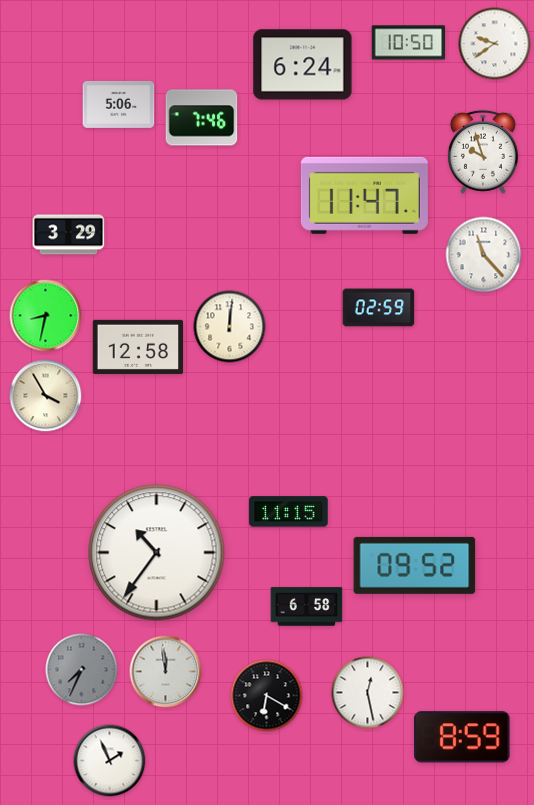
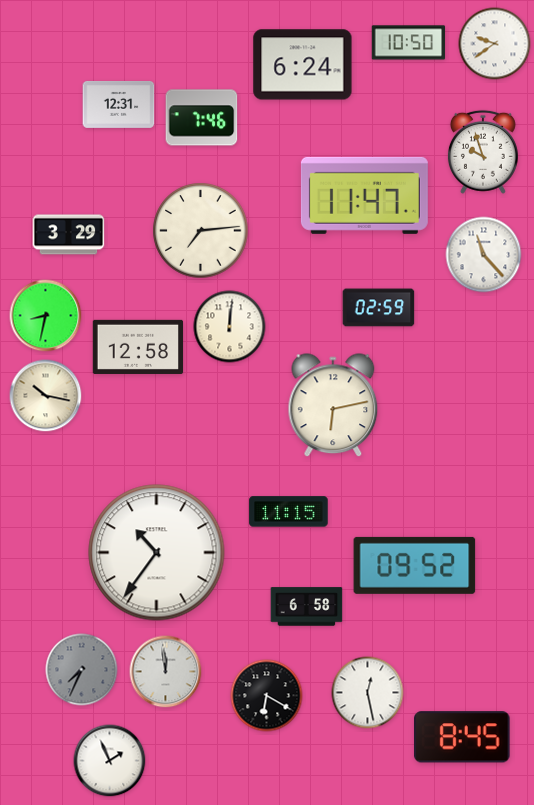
clock at (119, 104): 5:06 -> 12:31
clock at (201, 231): none -> 7:14
clock at (46, 396): 3:55 -> 10:17
clock at (333, 406): none -> 6:13
clock at (463, 737): 8:59 -> 8:45
